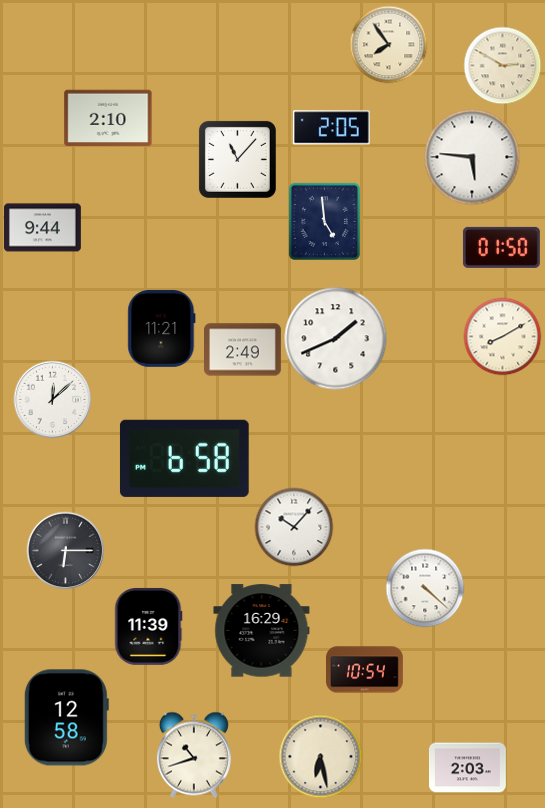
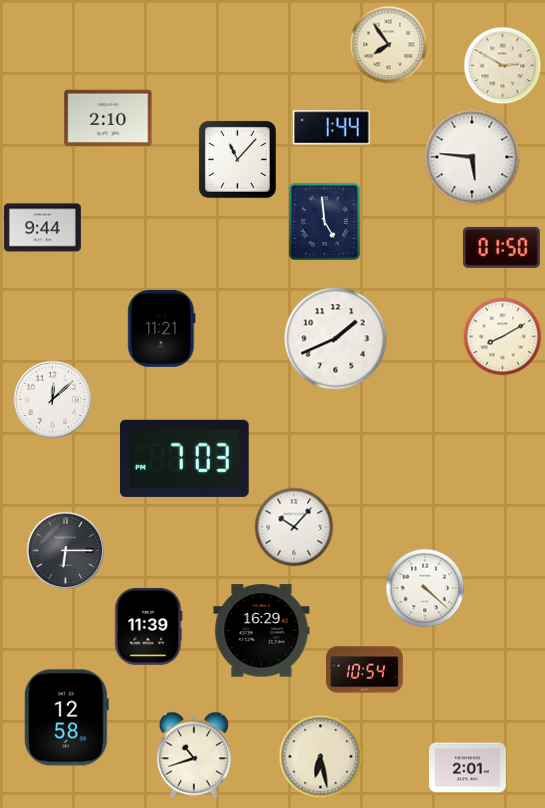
clock at (331, 128): 2:05 -> 1:44
clock at (243, 350): 2:49 -> none
clock at (184, 458): 6:58 -> 7:03
clock at (468, 768): 2:03 -> 2:01
